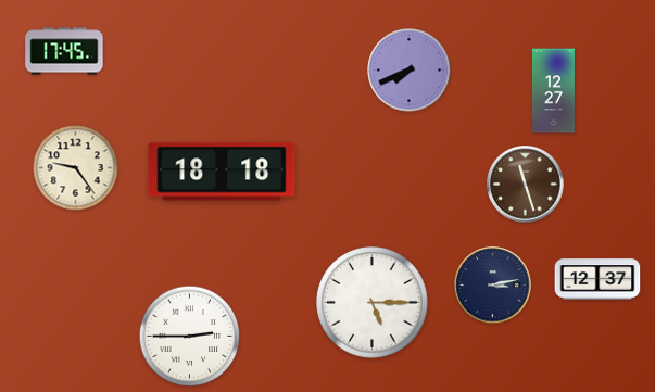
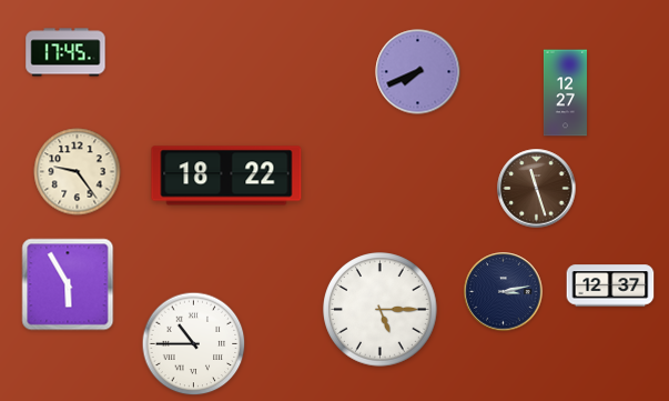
clock at (222, 172): 18:18 -> 18:22
clock at (68, 284): none -> 5:55
clock at (190, 337): 2:45 -> 10:45
